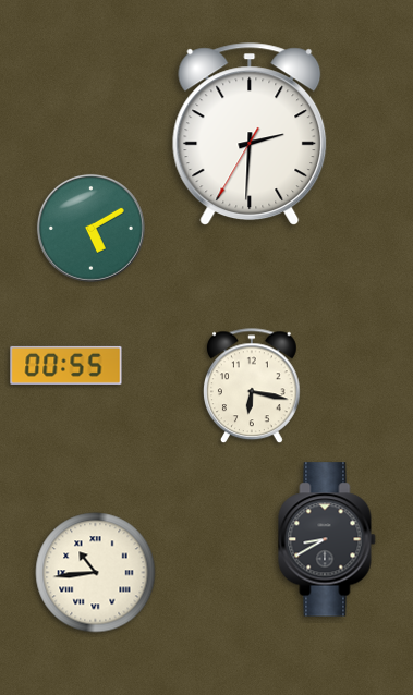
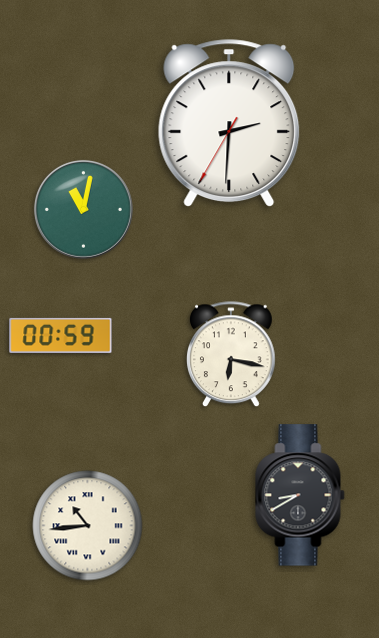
clock at (90, 228): 5:10 -> 11:02
clock at (66, 365): 00:55 -> 00:59
